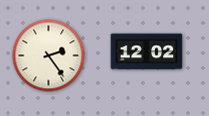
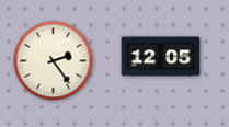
clock at (147, 52): 12:02 -> 12:05
